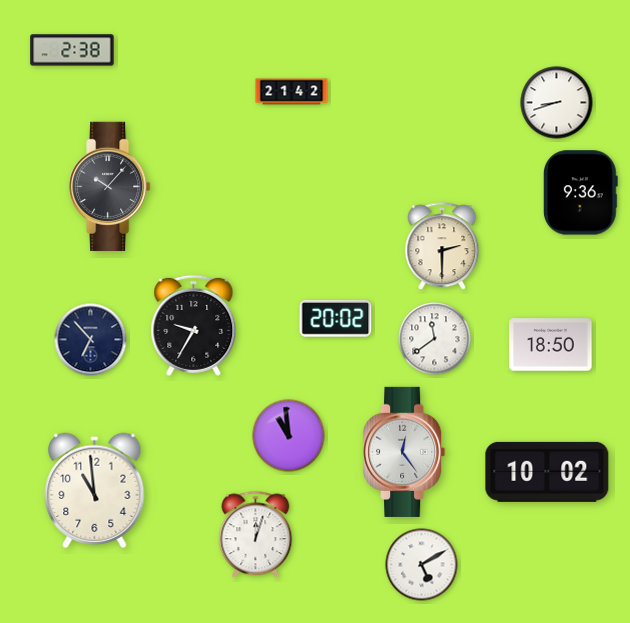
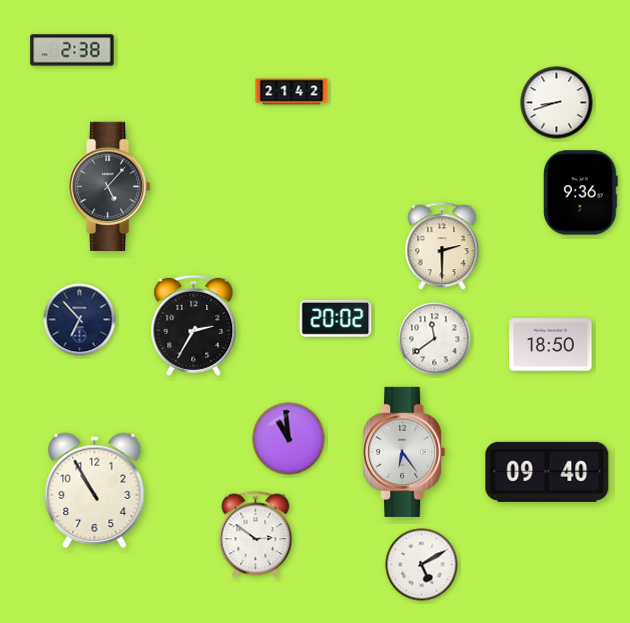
clock at (110, 186): 10:07 -> 5:07
clock at (194, 325): 9:35 -> 2:35
clock at (91, 340) position: (91, 340) -> (80, 320)
clock at (289, 436) position: (289, 436) -> (289, 439)
clock at (404, 452): 12:24 -> 6:24
clock at (547, 472): 10:02 -> 09:40
clock at (95, 490): 10:59 -> 10:55
clock at (256, 535): 12:03 -> 2:51
